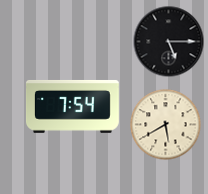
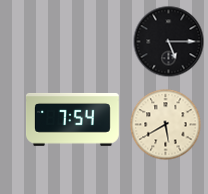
clock at (72, 106) position: (72, 106) -> (72, 119)
